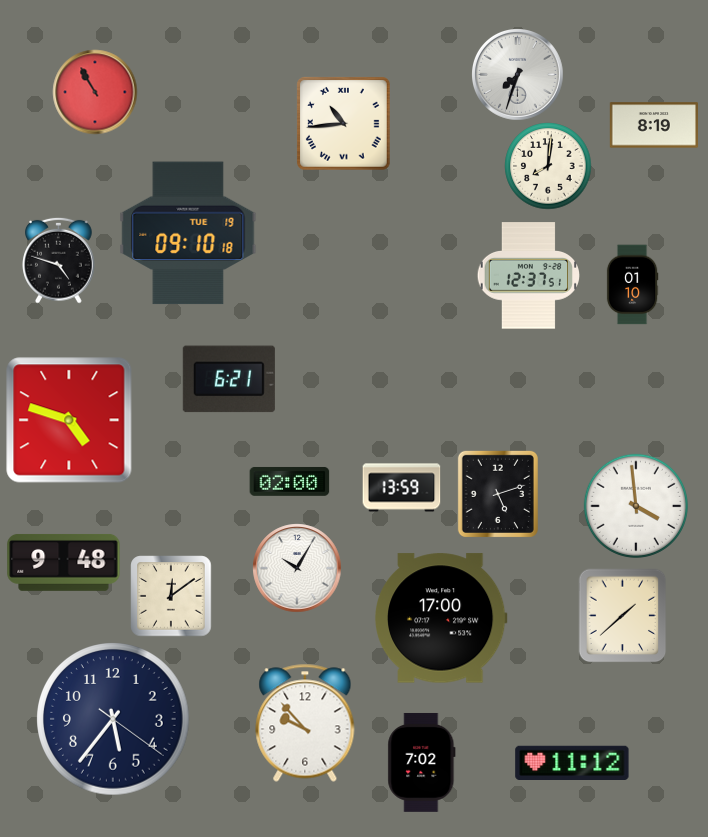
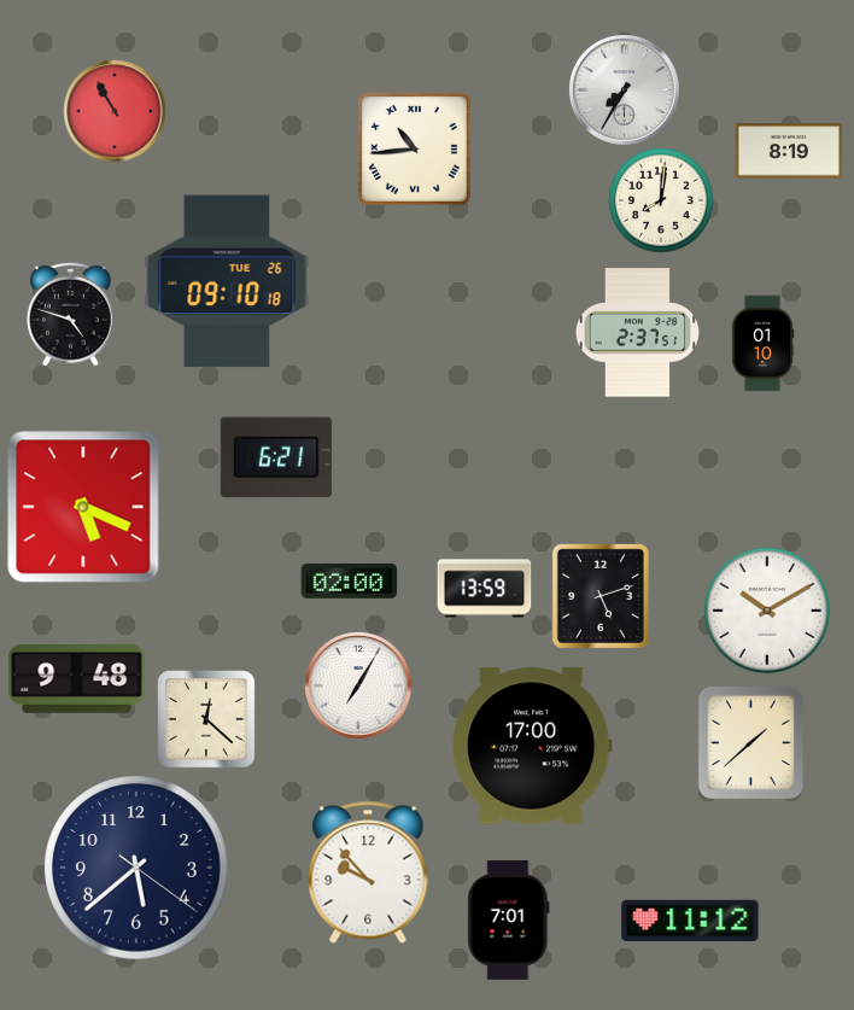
clock at (518, 75): 7:33 -> 7:35
clock at (188, 233) date: TUE 19 -> TUE 26
clock at (528, 276): 12:37 -> 2:37
clock at (69, 420): 4:48 -> 5:19
clock at (636, 506): 3:59 -> 10:10
clock at (297, 568): 10:05 -> 7:05
clock at (171, 596): 12:09 -> 12:22
clock at (113, 719): 5:36 -> 5:38
clock at (422, 762): 7:02 -> 7:01
